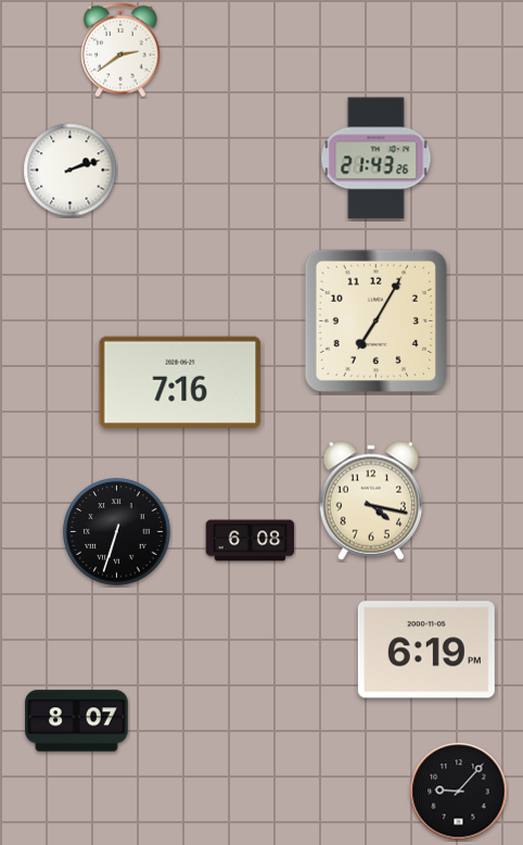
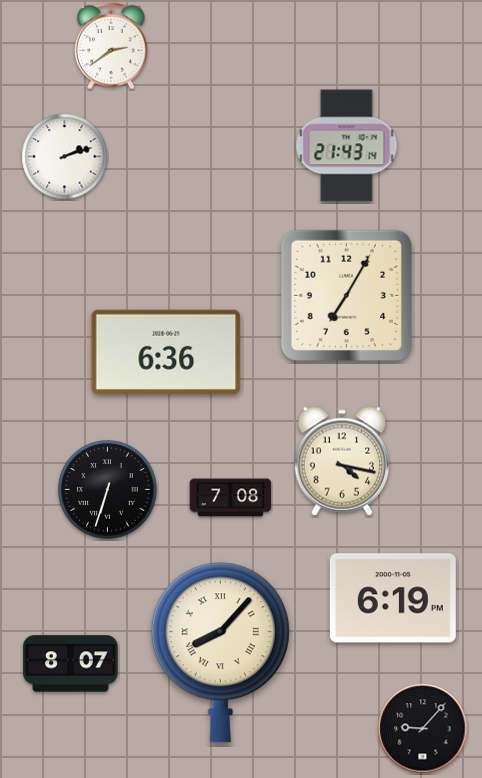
clock at (377, 159): 21:43:26 -> 21:43:14
clock at (180, 382): 7:16 -> 6:36
clock at (251, 541): 6:08 -> 7:08
clock at (220, 653): none -> 8:07
